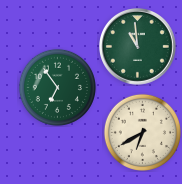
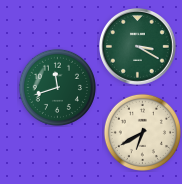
clock at (138, 47): 10:59 -> 3:20
clock at (57, 87): 6:54 -> 11:42
